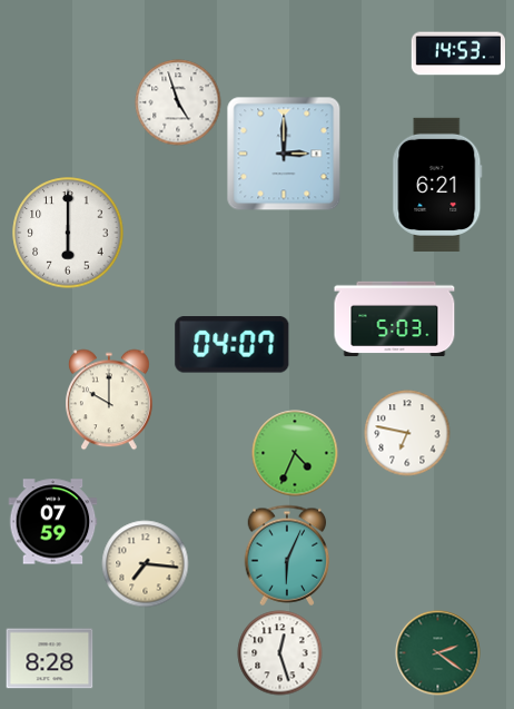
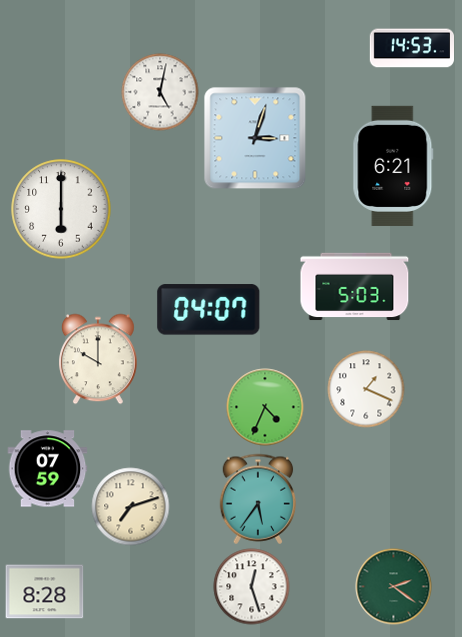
clock at (178, 102): 4:57 -> 5:02
clock at (284, 154): 3:00 -> 3:03
clock at (407, 433): 6:47 -> 1:19
clock at (287, 555): 6:04 -> 5:36
clock at (146, 564): 7:16 -> 7:12
